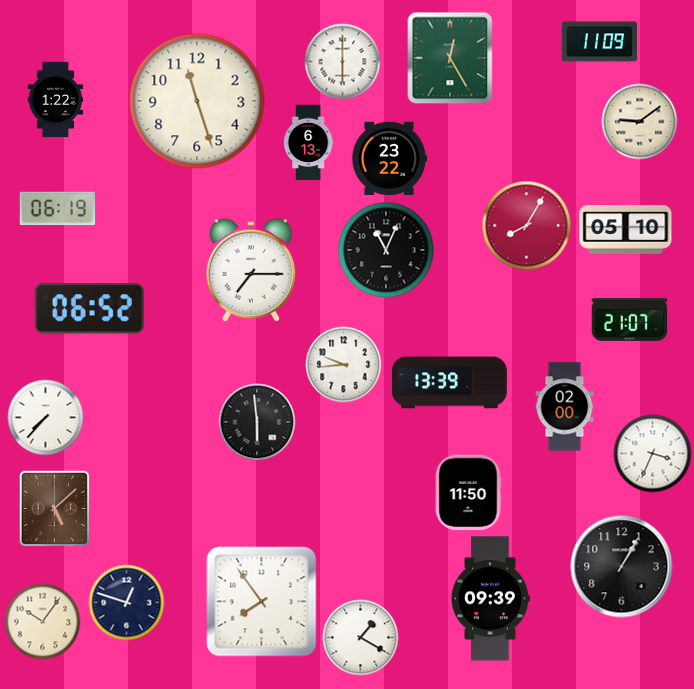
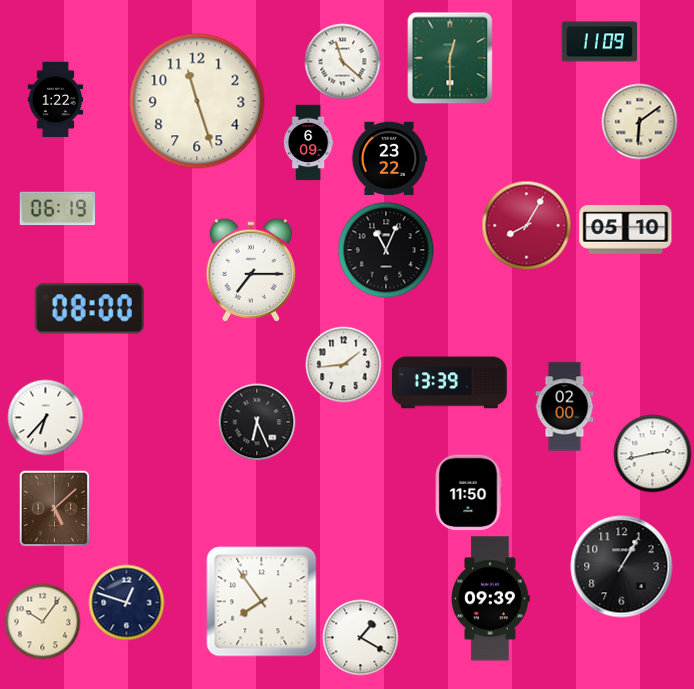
clock at (450, 58): 12:25 -> 12:30
clock at (343, 62): 6:00 -> 11:22
clock at (640, 122): 9:09 -> 6:09
clock at (308, 143): 6:13 -> 6:09
clock at (89, 309): 06:52 -> 08:00
clock at (630, 319): 21:07 -> none
clock at (344, 365): 9:44 -> 1:44
clock at (46, 418): 7:37 -> 6:37
clock at (257, 422): 5:59 -> 6:26
clock at (653, 454): 3:34 -> 2:43
